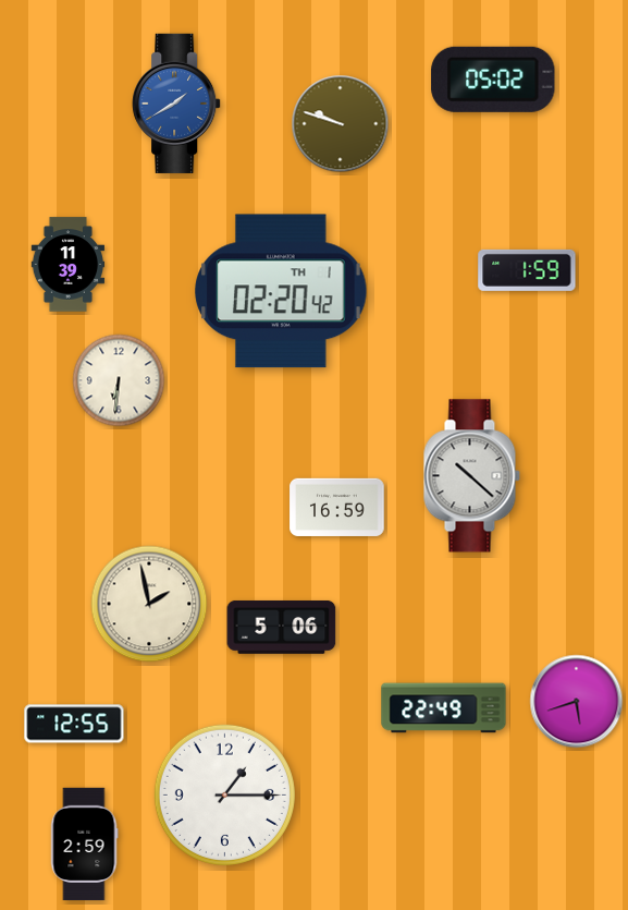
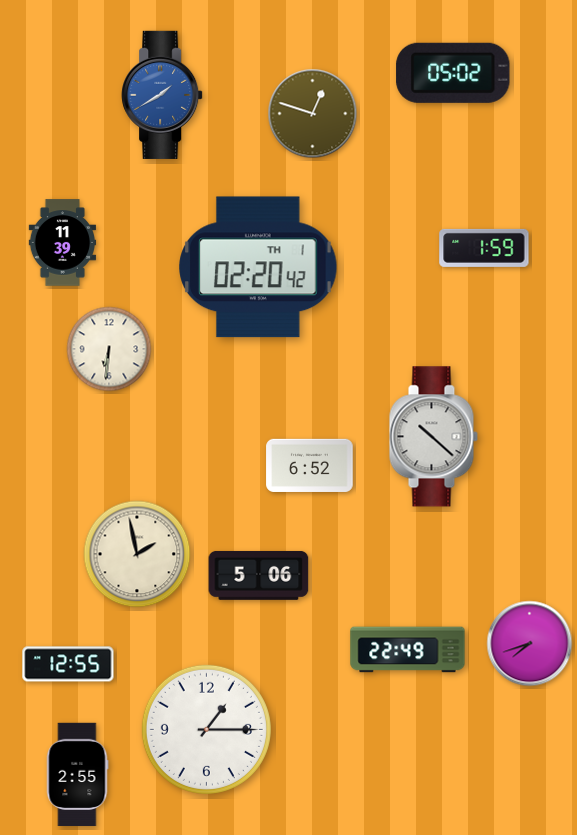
clock at (341, 124): 9:48 -> 12:48
clock at (337, 507): 16:59 -> 6:52
clock at (577, 702): 5:42 -> 7:42
clock at (84, 845): 2:59 -> 2:55
